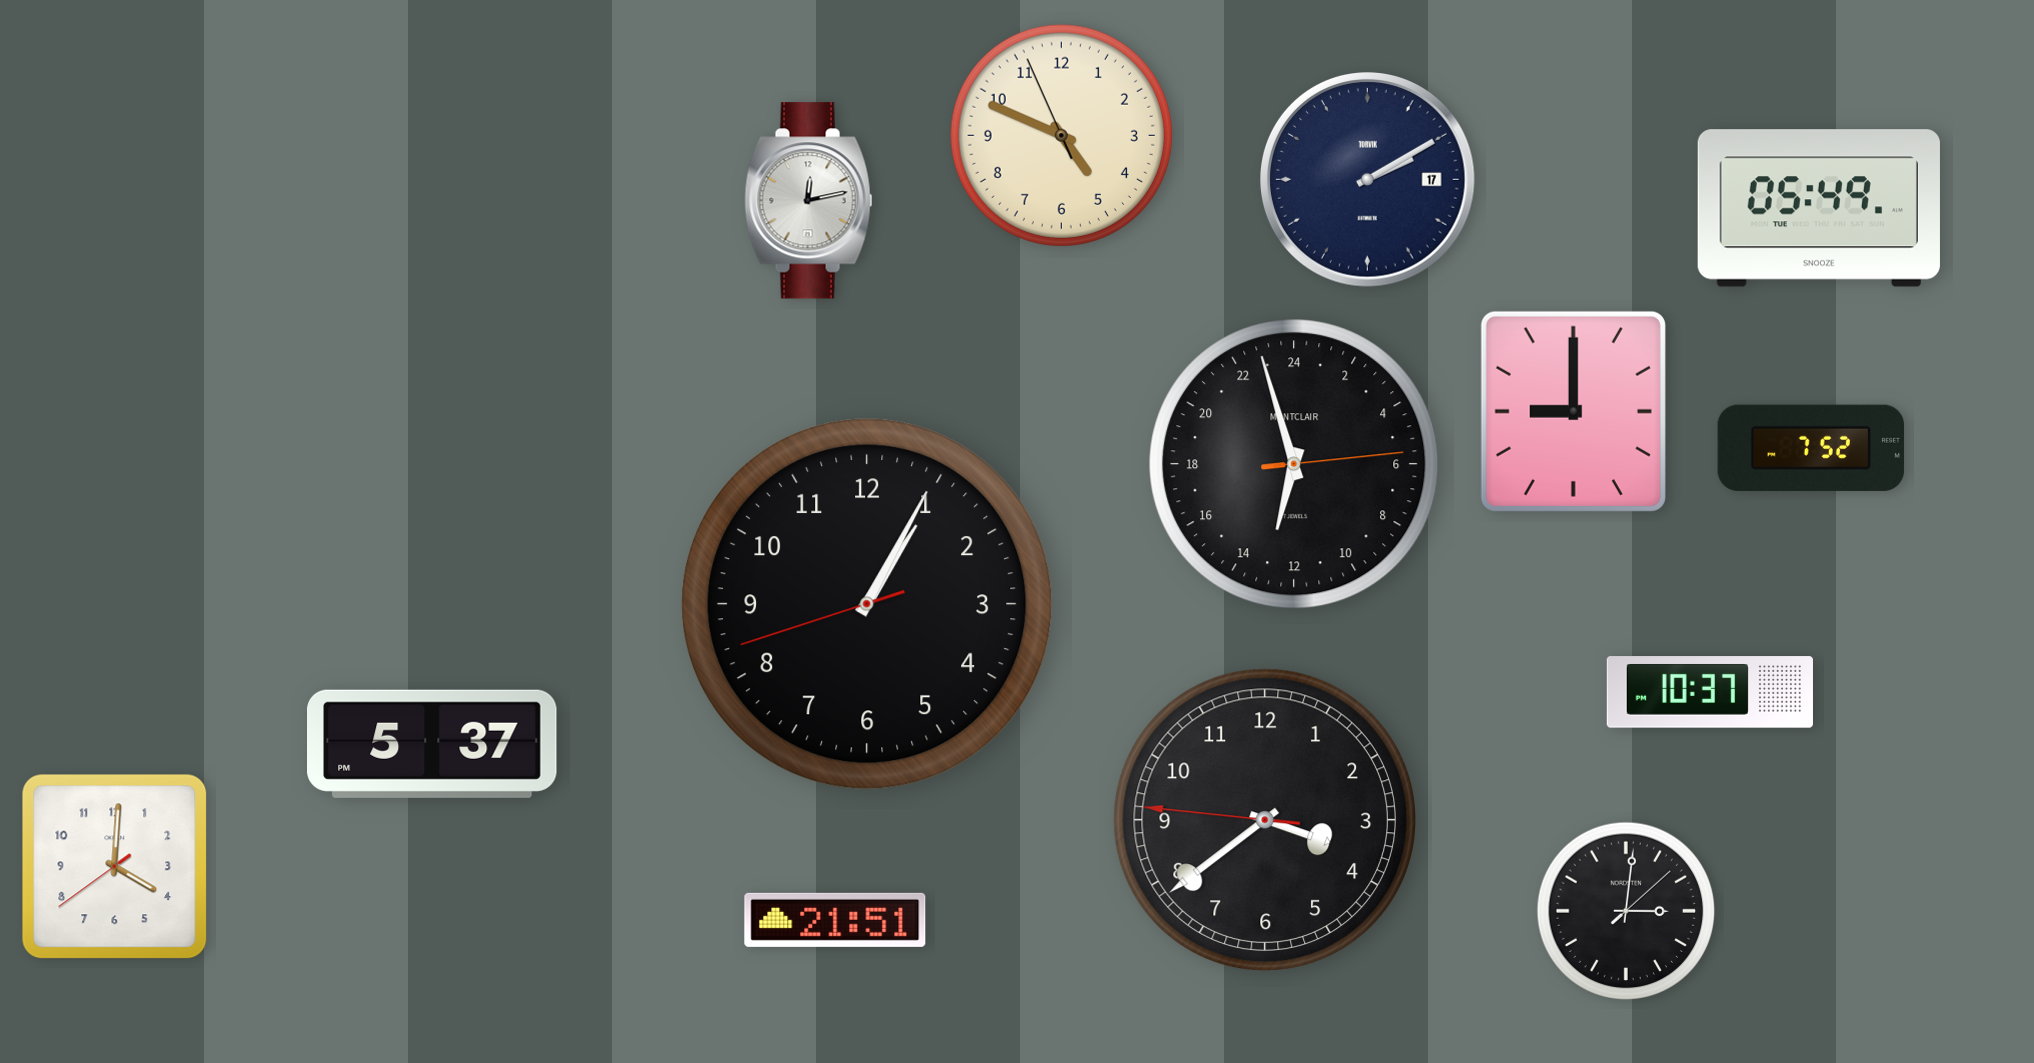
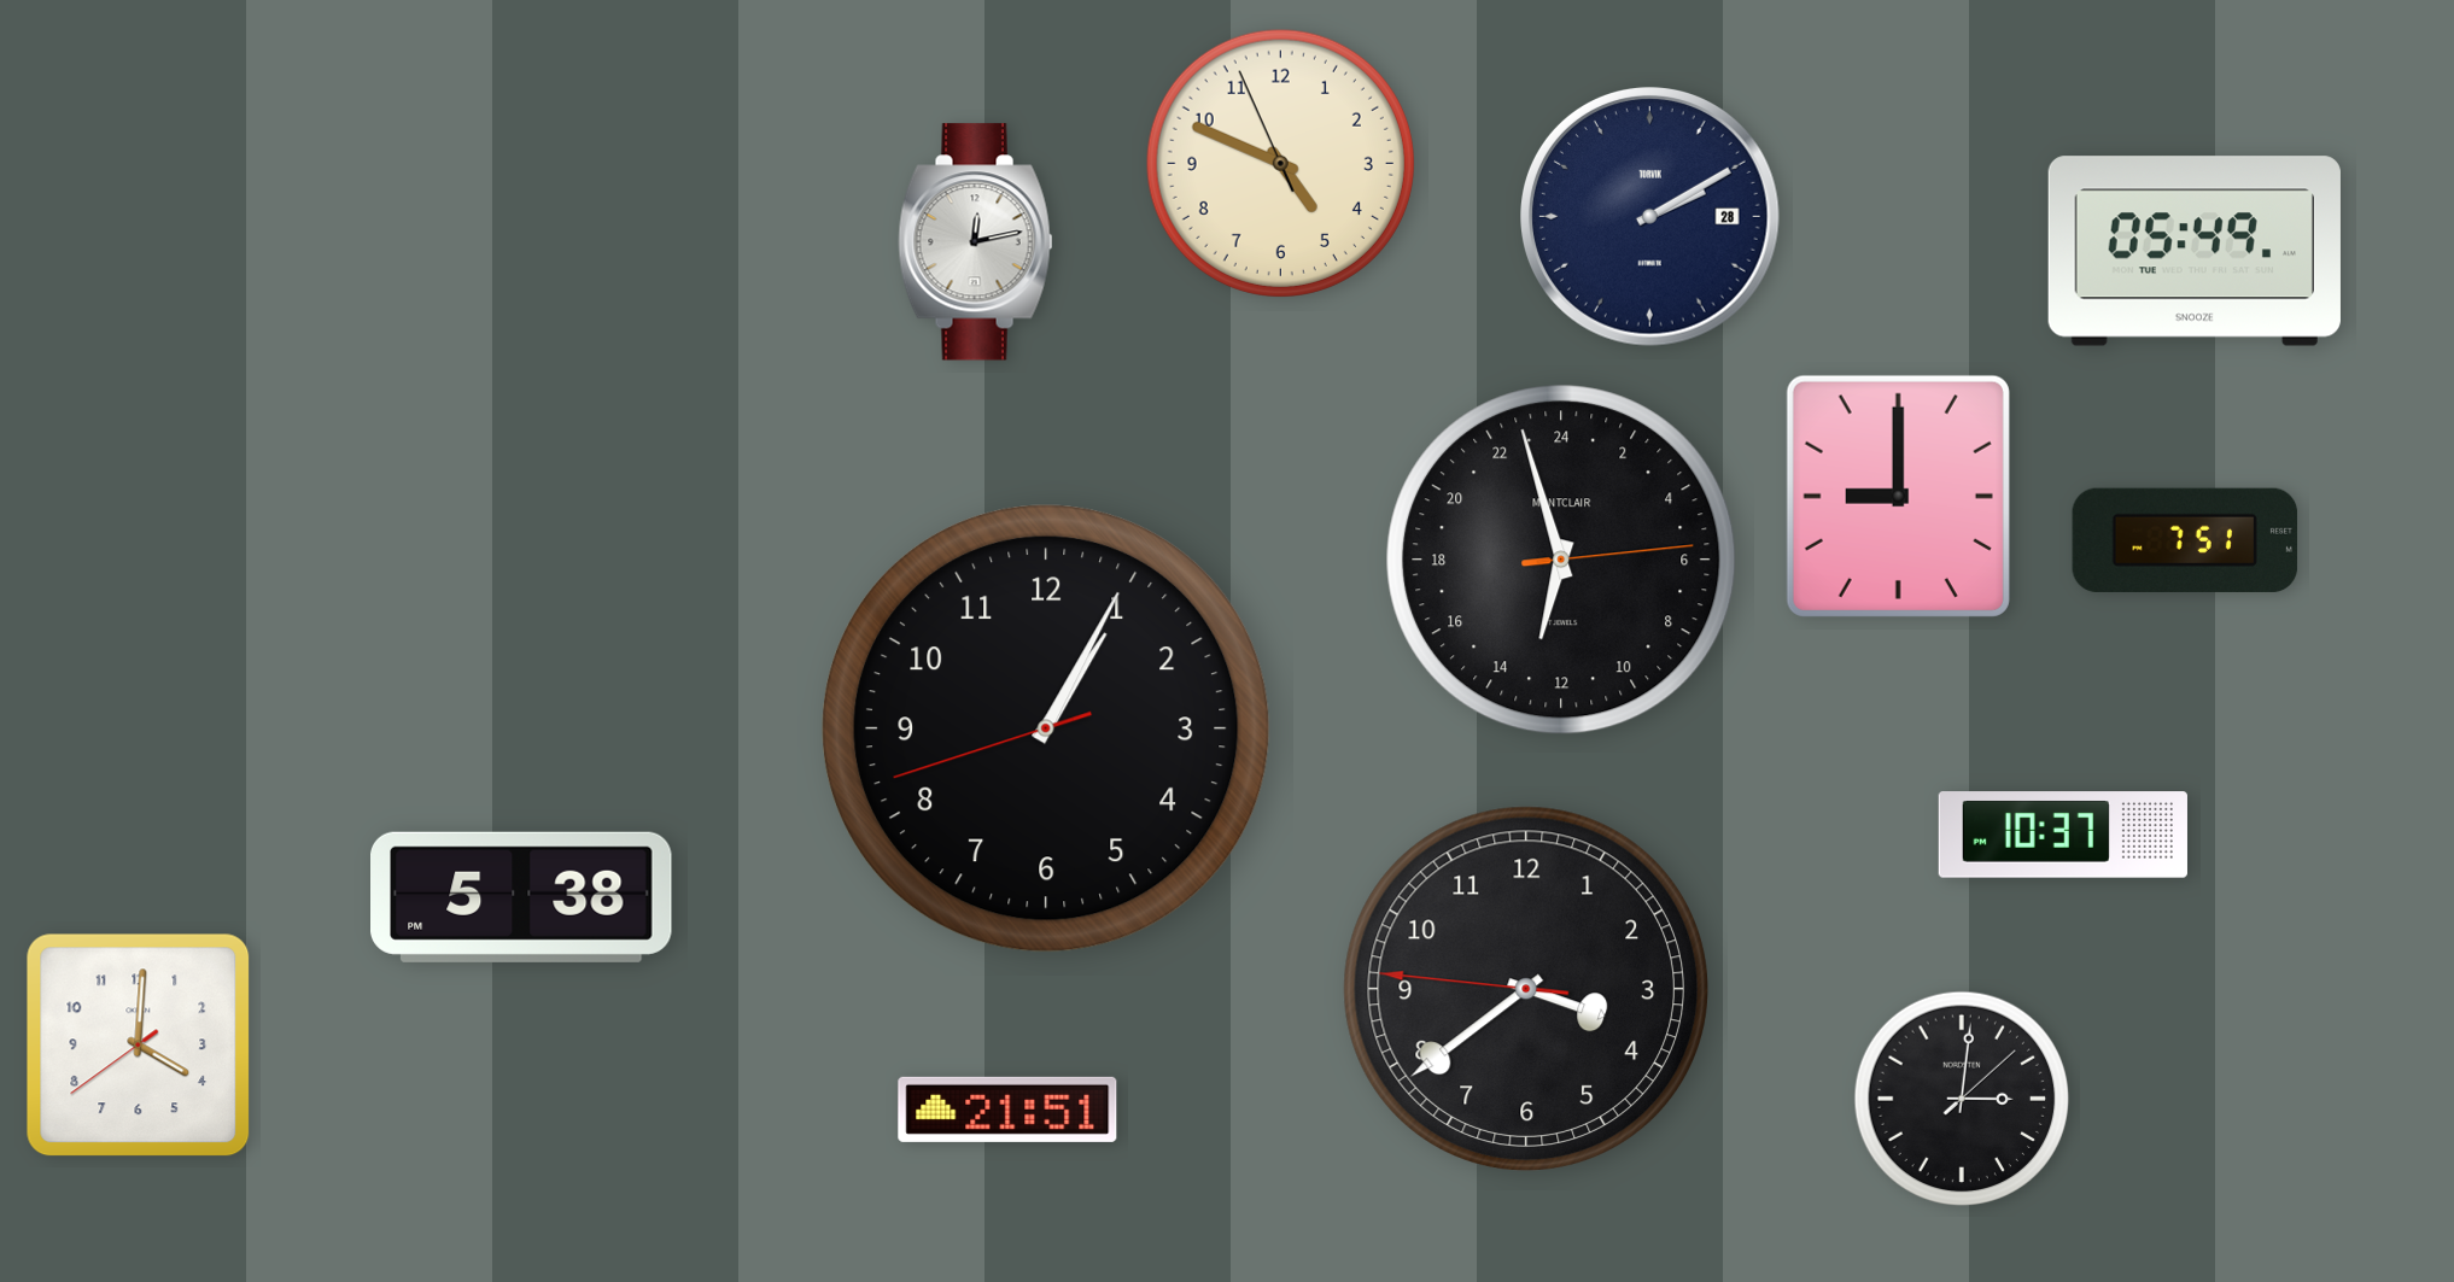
clock at (1368, 180) date: 17 -> 28
clock at (1811, 448): 7:52 -> 7:51
clock at (433, 744): 5:37 -> 5:38
